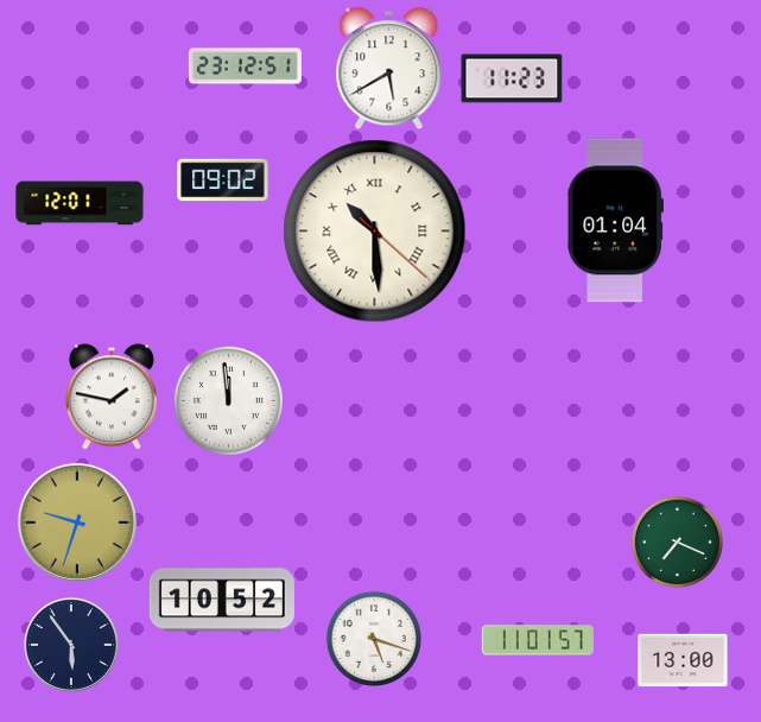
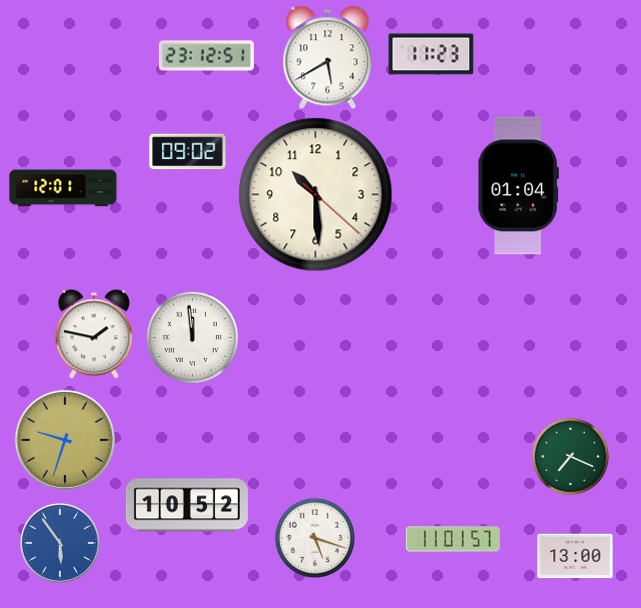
clock at (512, 78) position: (512, 78) -> (431, 54)
clock at (80, 203) position: (80, 203) -> (63, 188)
clock at (375, 232) numerals: Roman -> Arabic
clock at (71, 645) dial: navy -> blue
